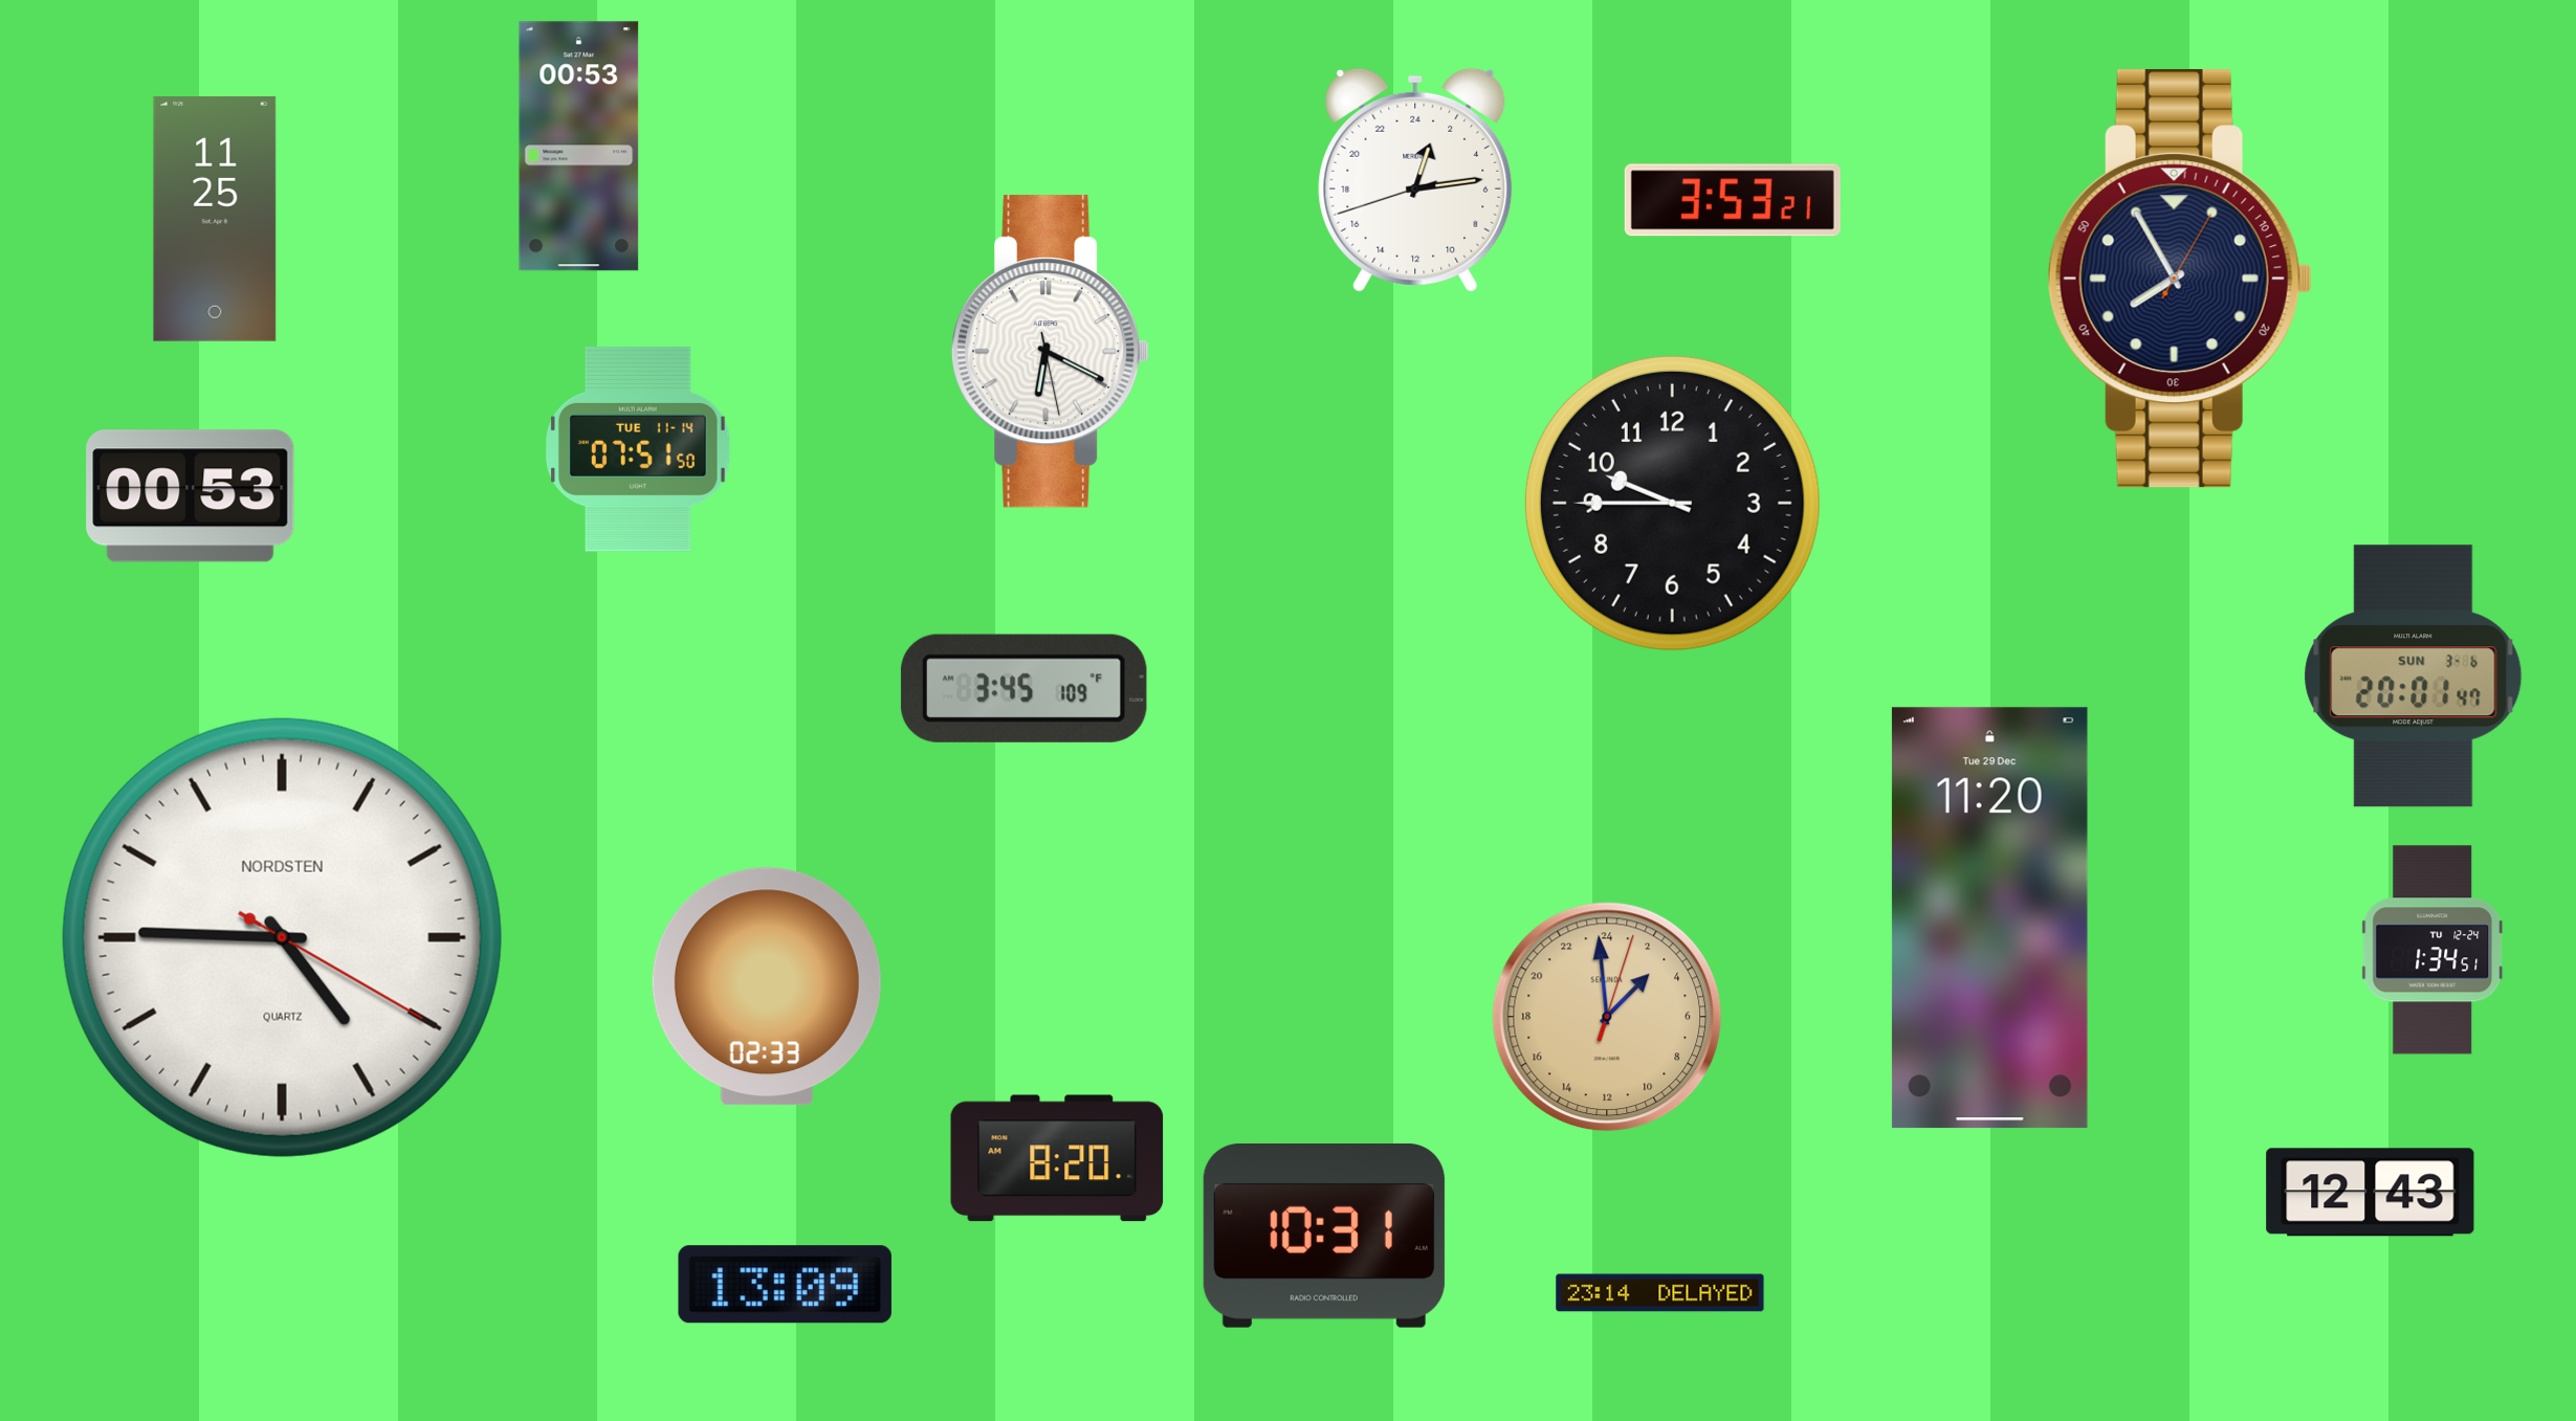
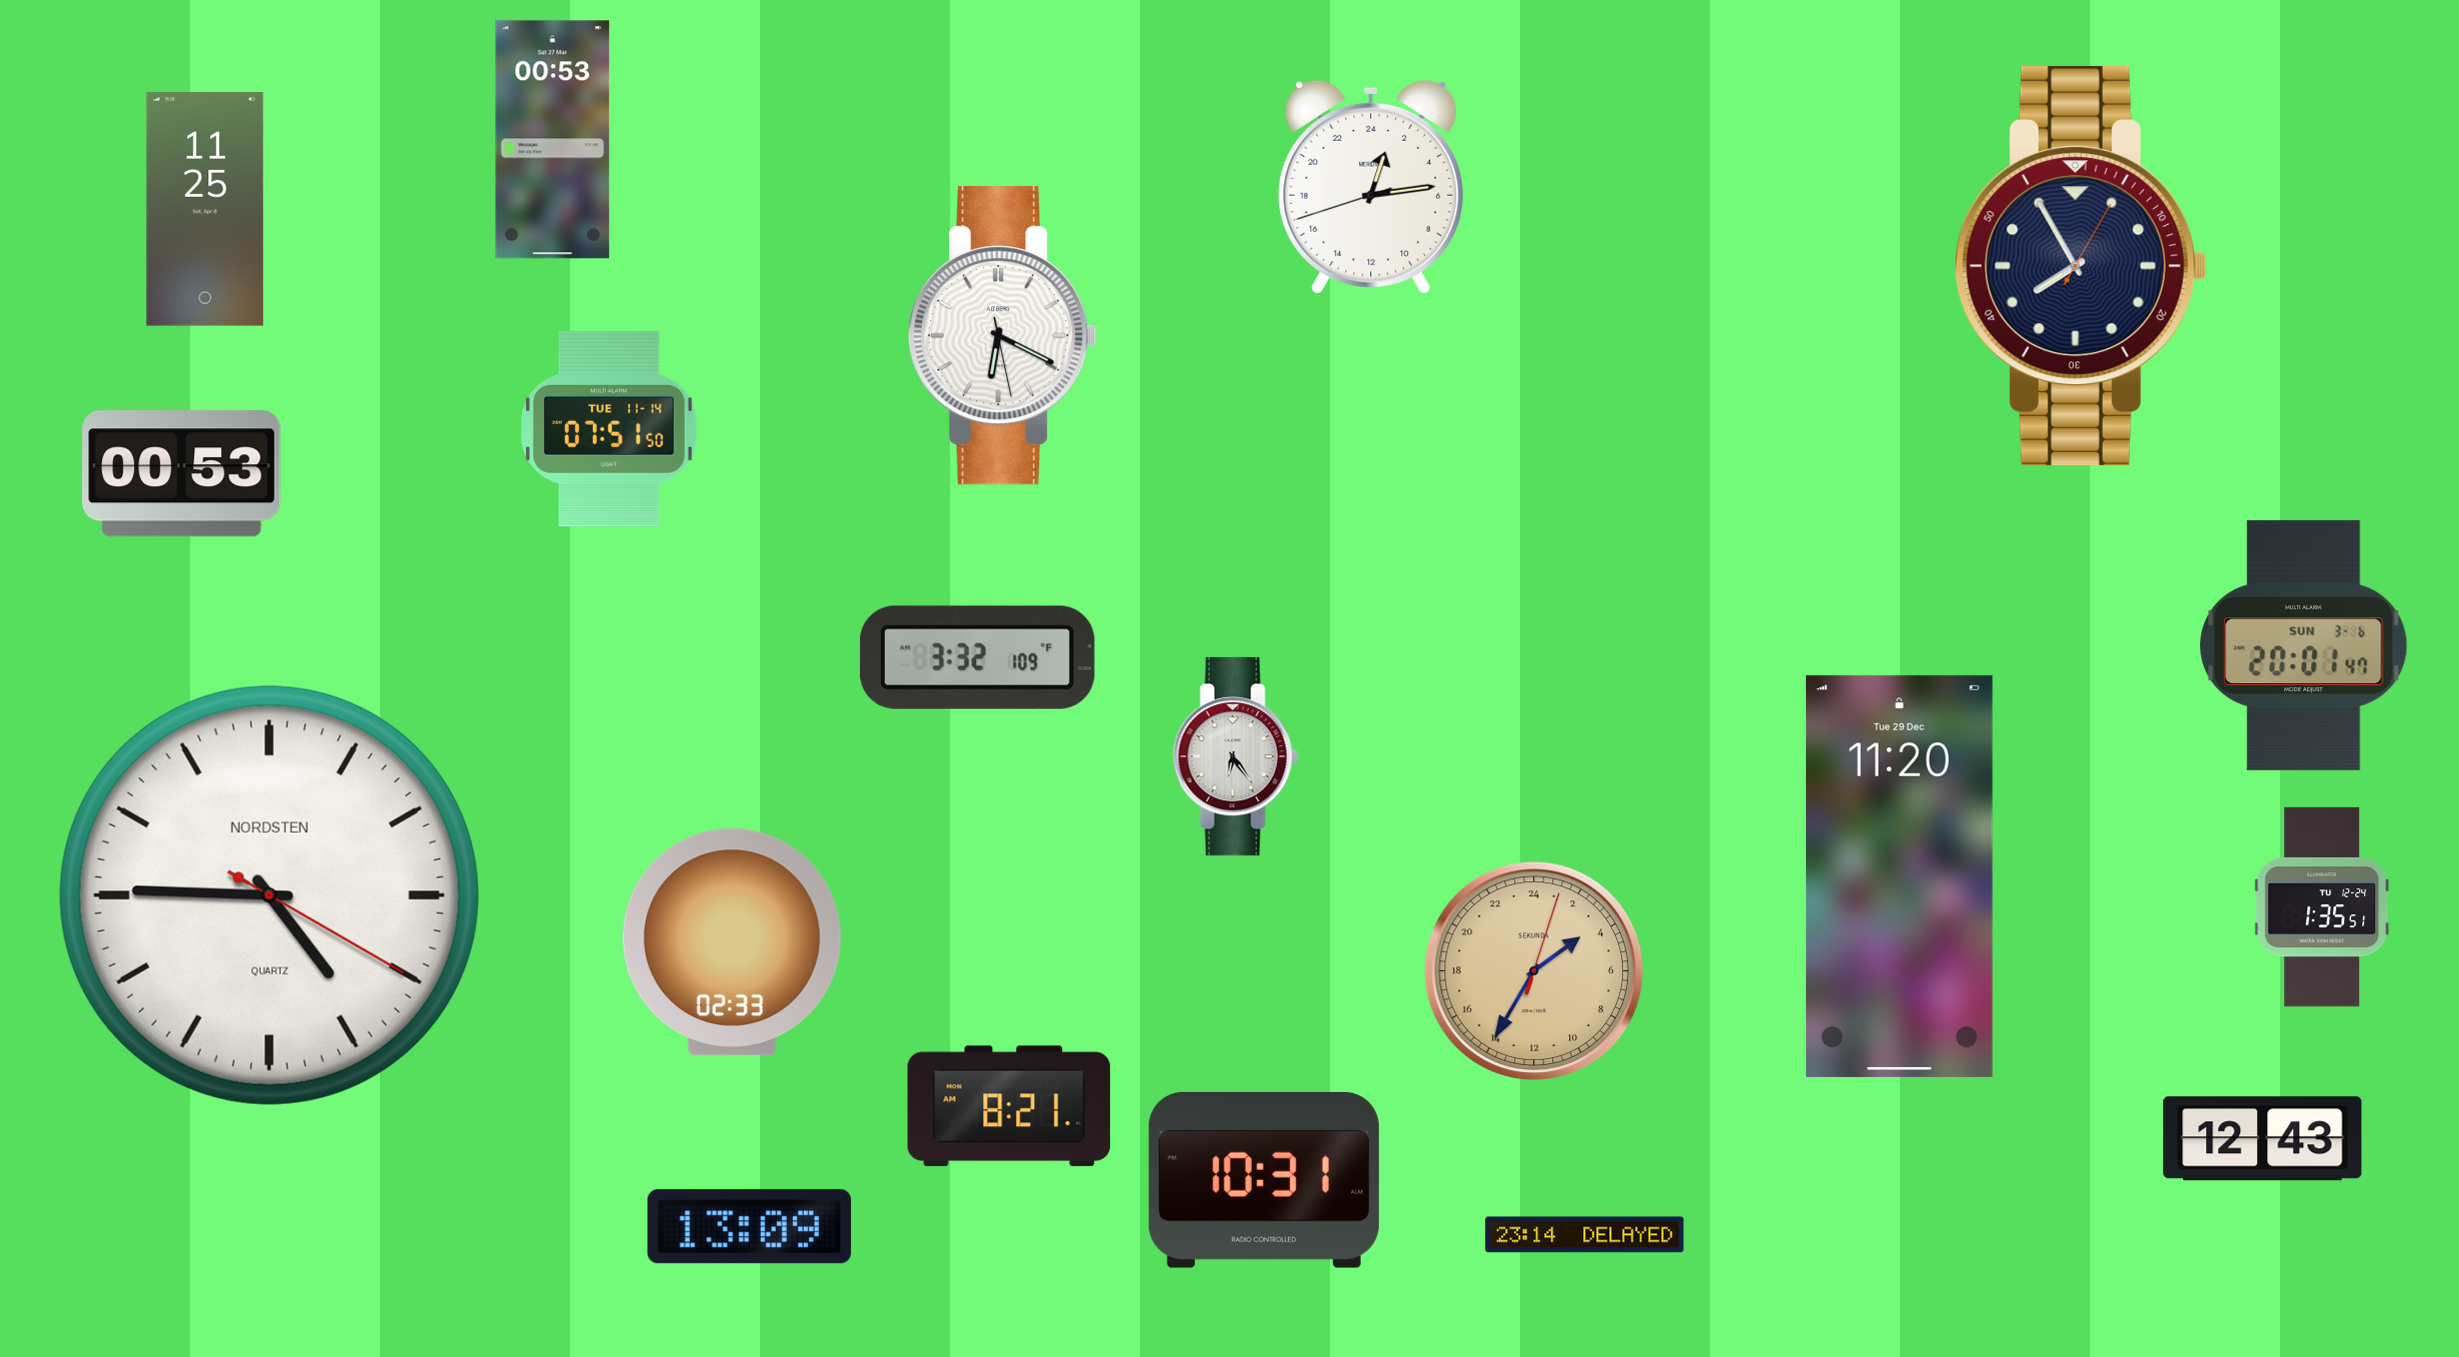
clock at (1415, 180) position: (1415, 180) -> (1371, 187)
clock at (1733, 200): 3:53 -> none
clock at (1672, 503): 9:45 -> none
clock at (1023, 688): 3:45 -> 3:32
clock at (1235, 757): none -> 6:24
clock at (2432, 950): 1:34 -> 1:35
clock at (1607, 1017): 2:59 -> 3:35
clock at (1057, 1158): 8:20 -> 8:21
